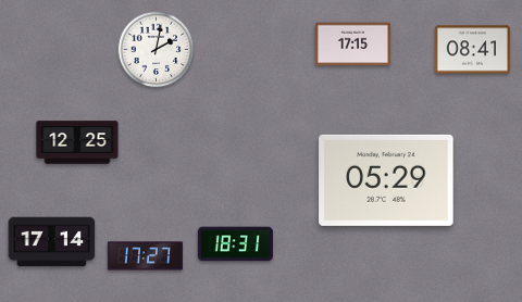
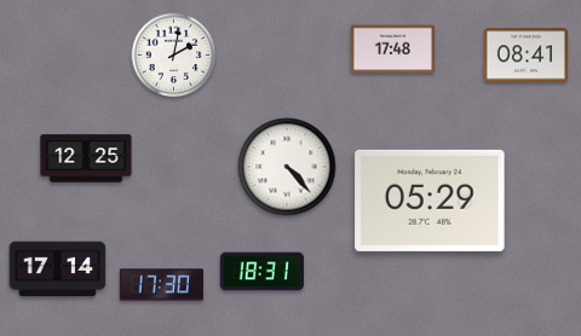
clock at (352, 45): 17:15 -> 17:48
clock at (287, 167): none -> 4:23
clock at (145, 256): 17:27 -> 17:30
